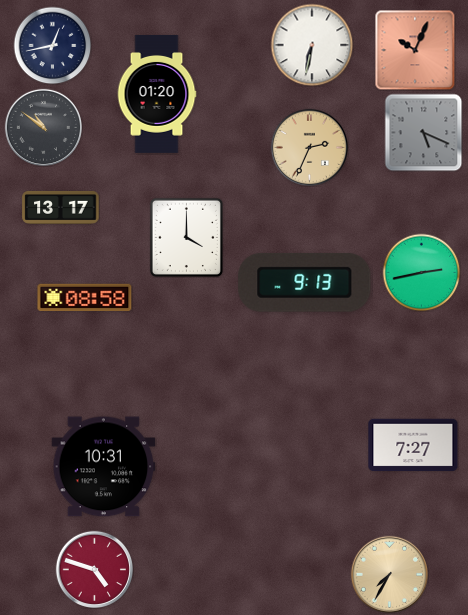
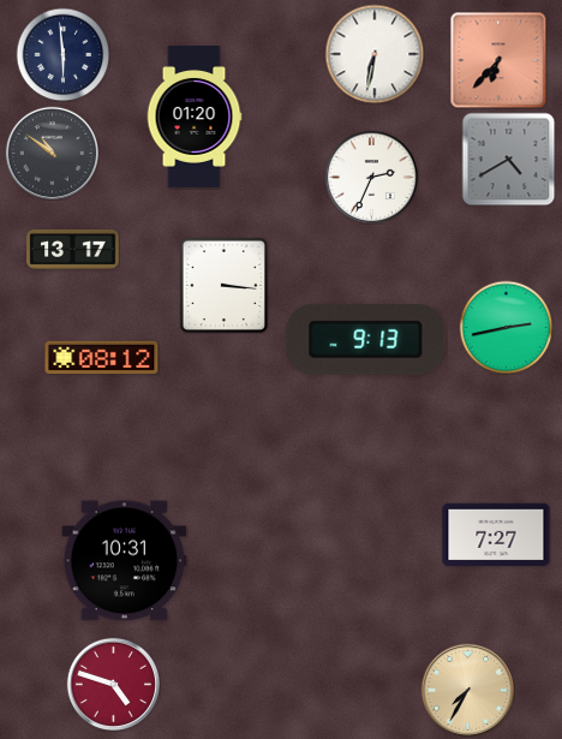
clock at (52, 45): 12:43 -> 5:59
clock at (415, 50): 10:04 -> 6:37
clock at (157, 94) position: (157, 94) -> (195, 117)
clock at (423, 132): 5:19 -> 4:40
clock at (309, 147) dial: champagne -> white
clock at (186, 237): 4:00 -> 3:16
clock at (85, 298): 08:58 -> 08:12
